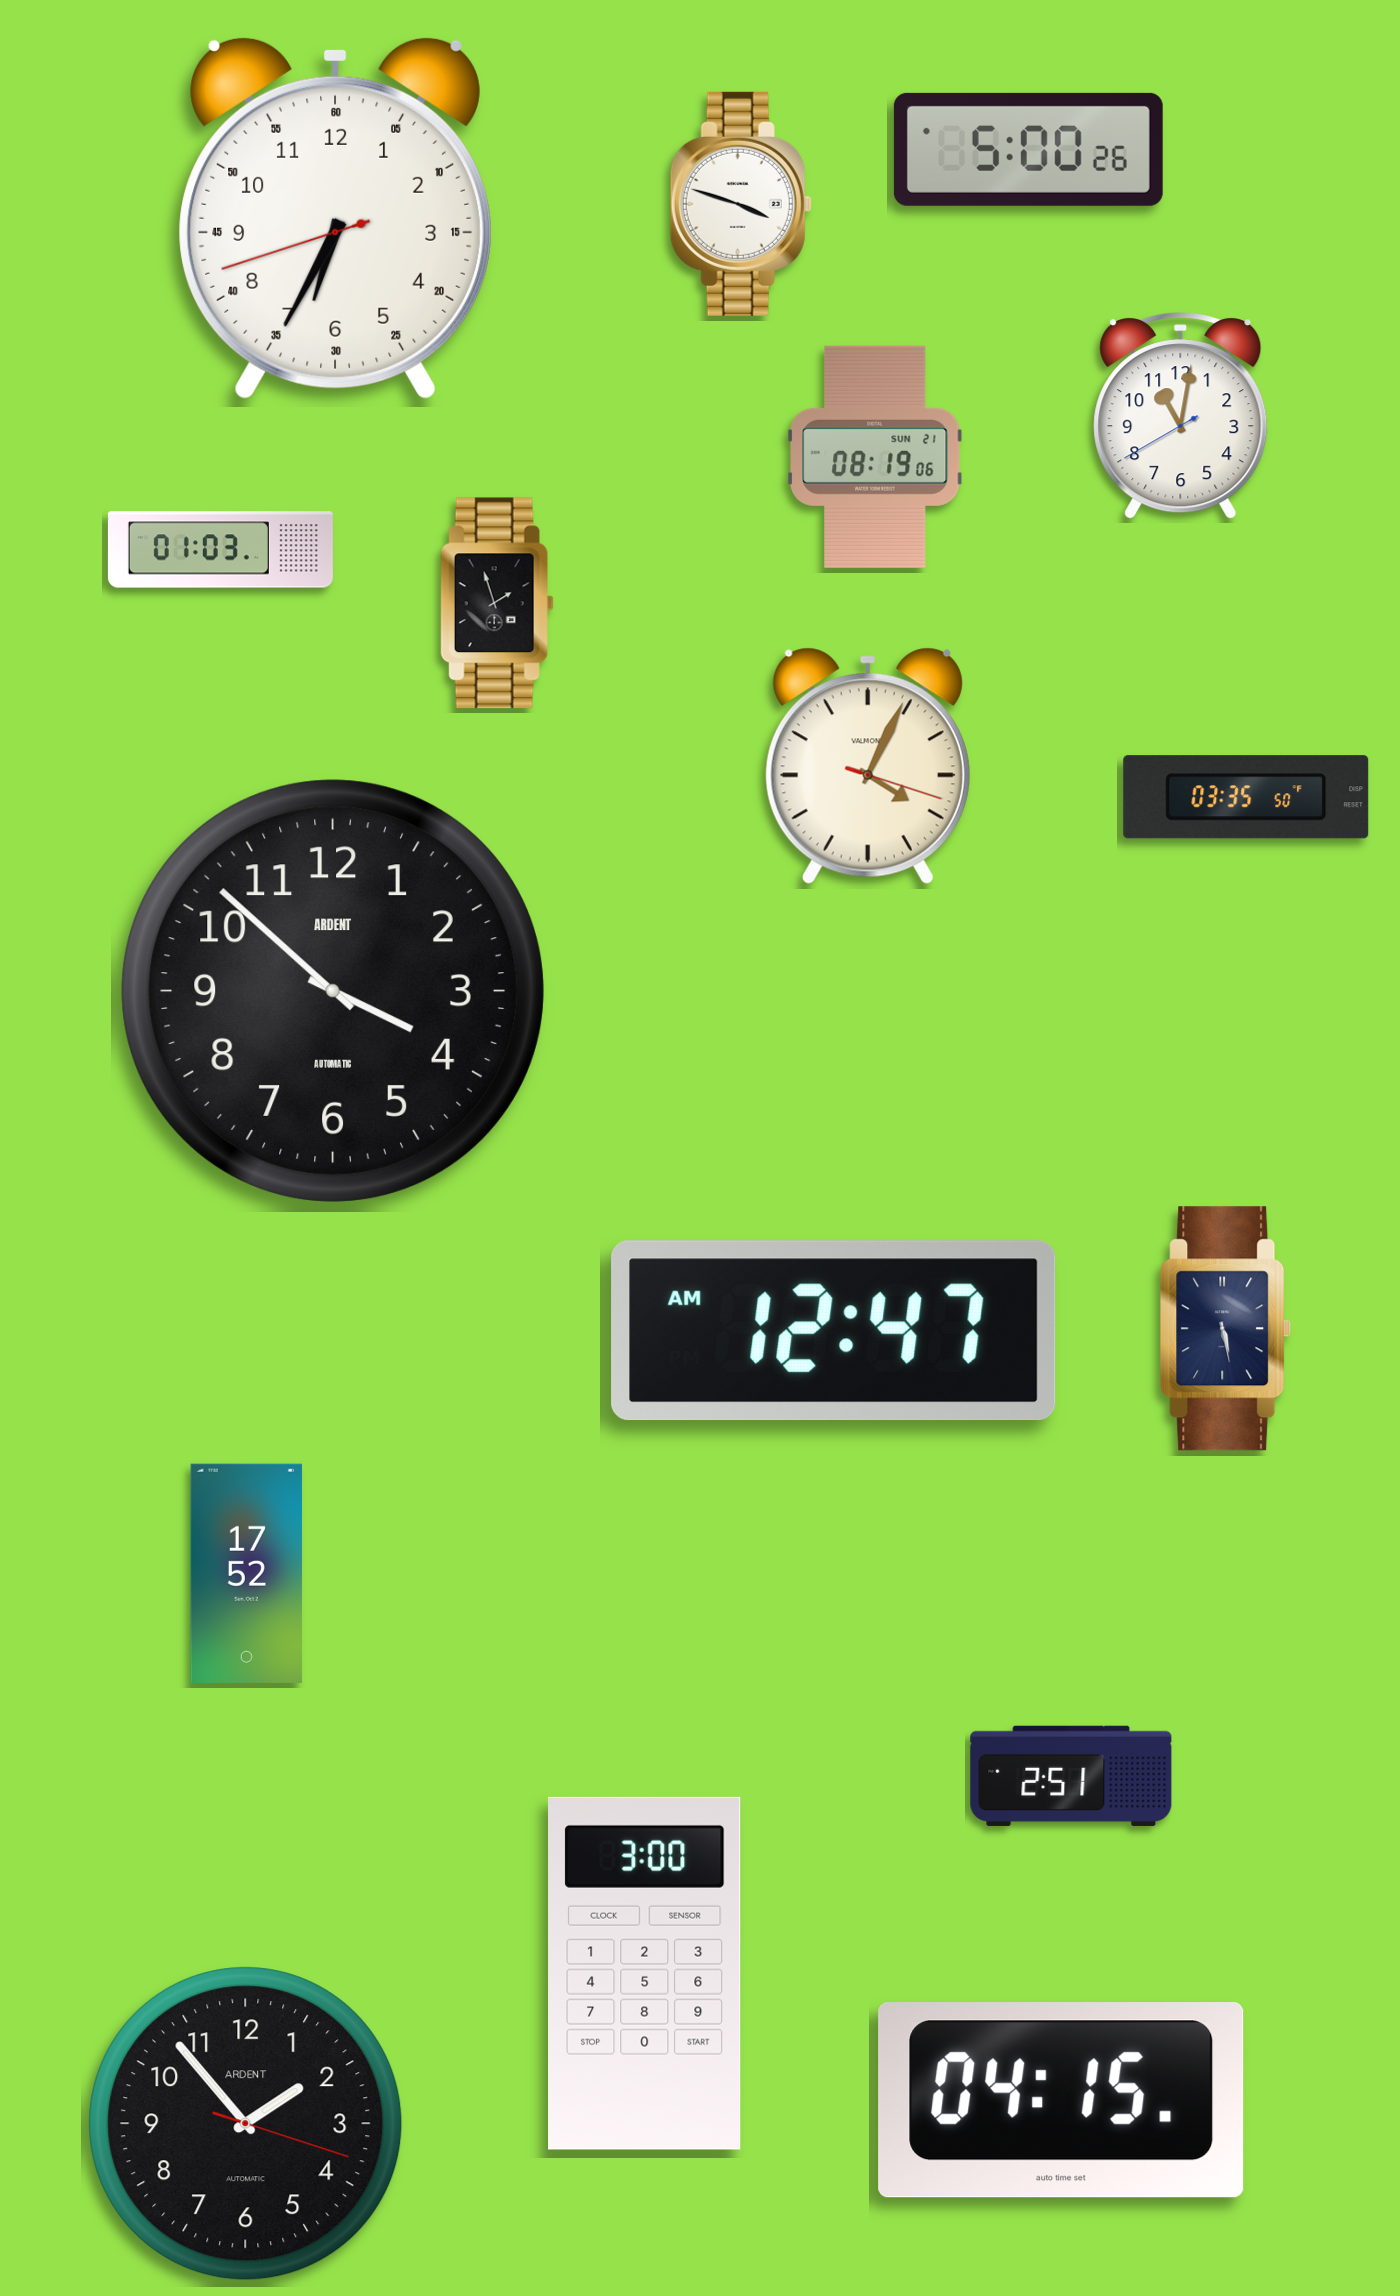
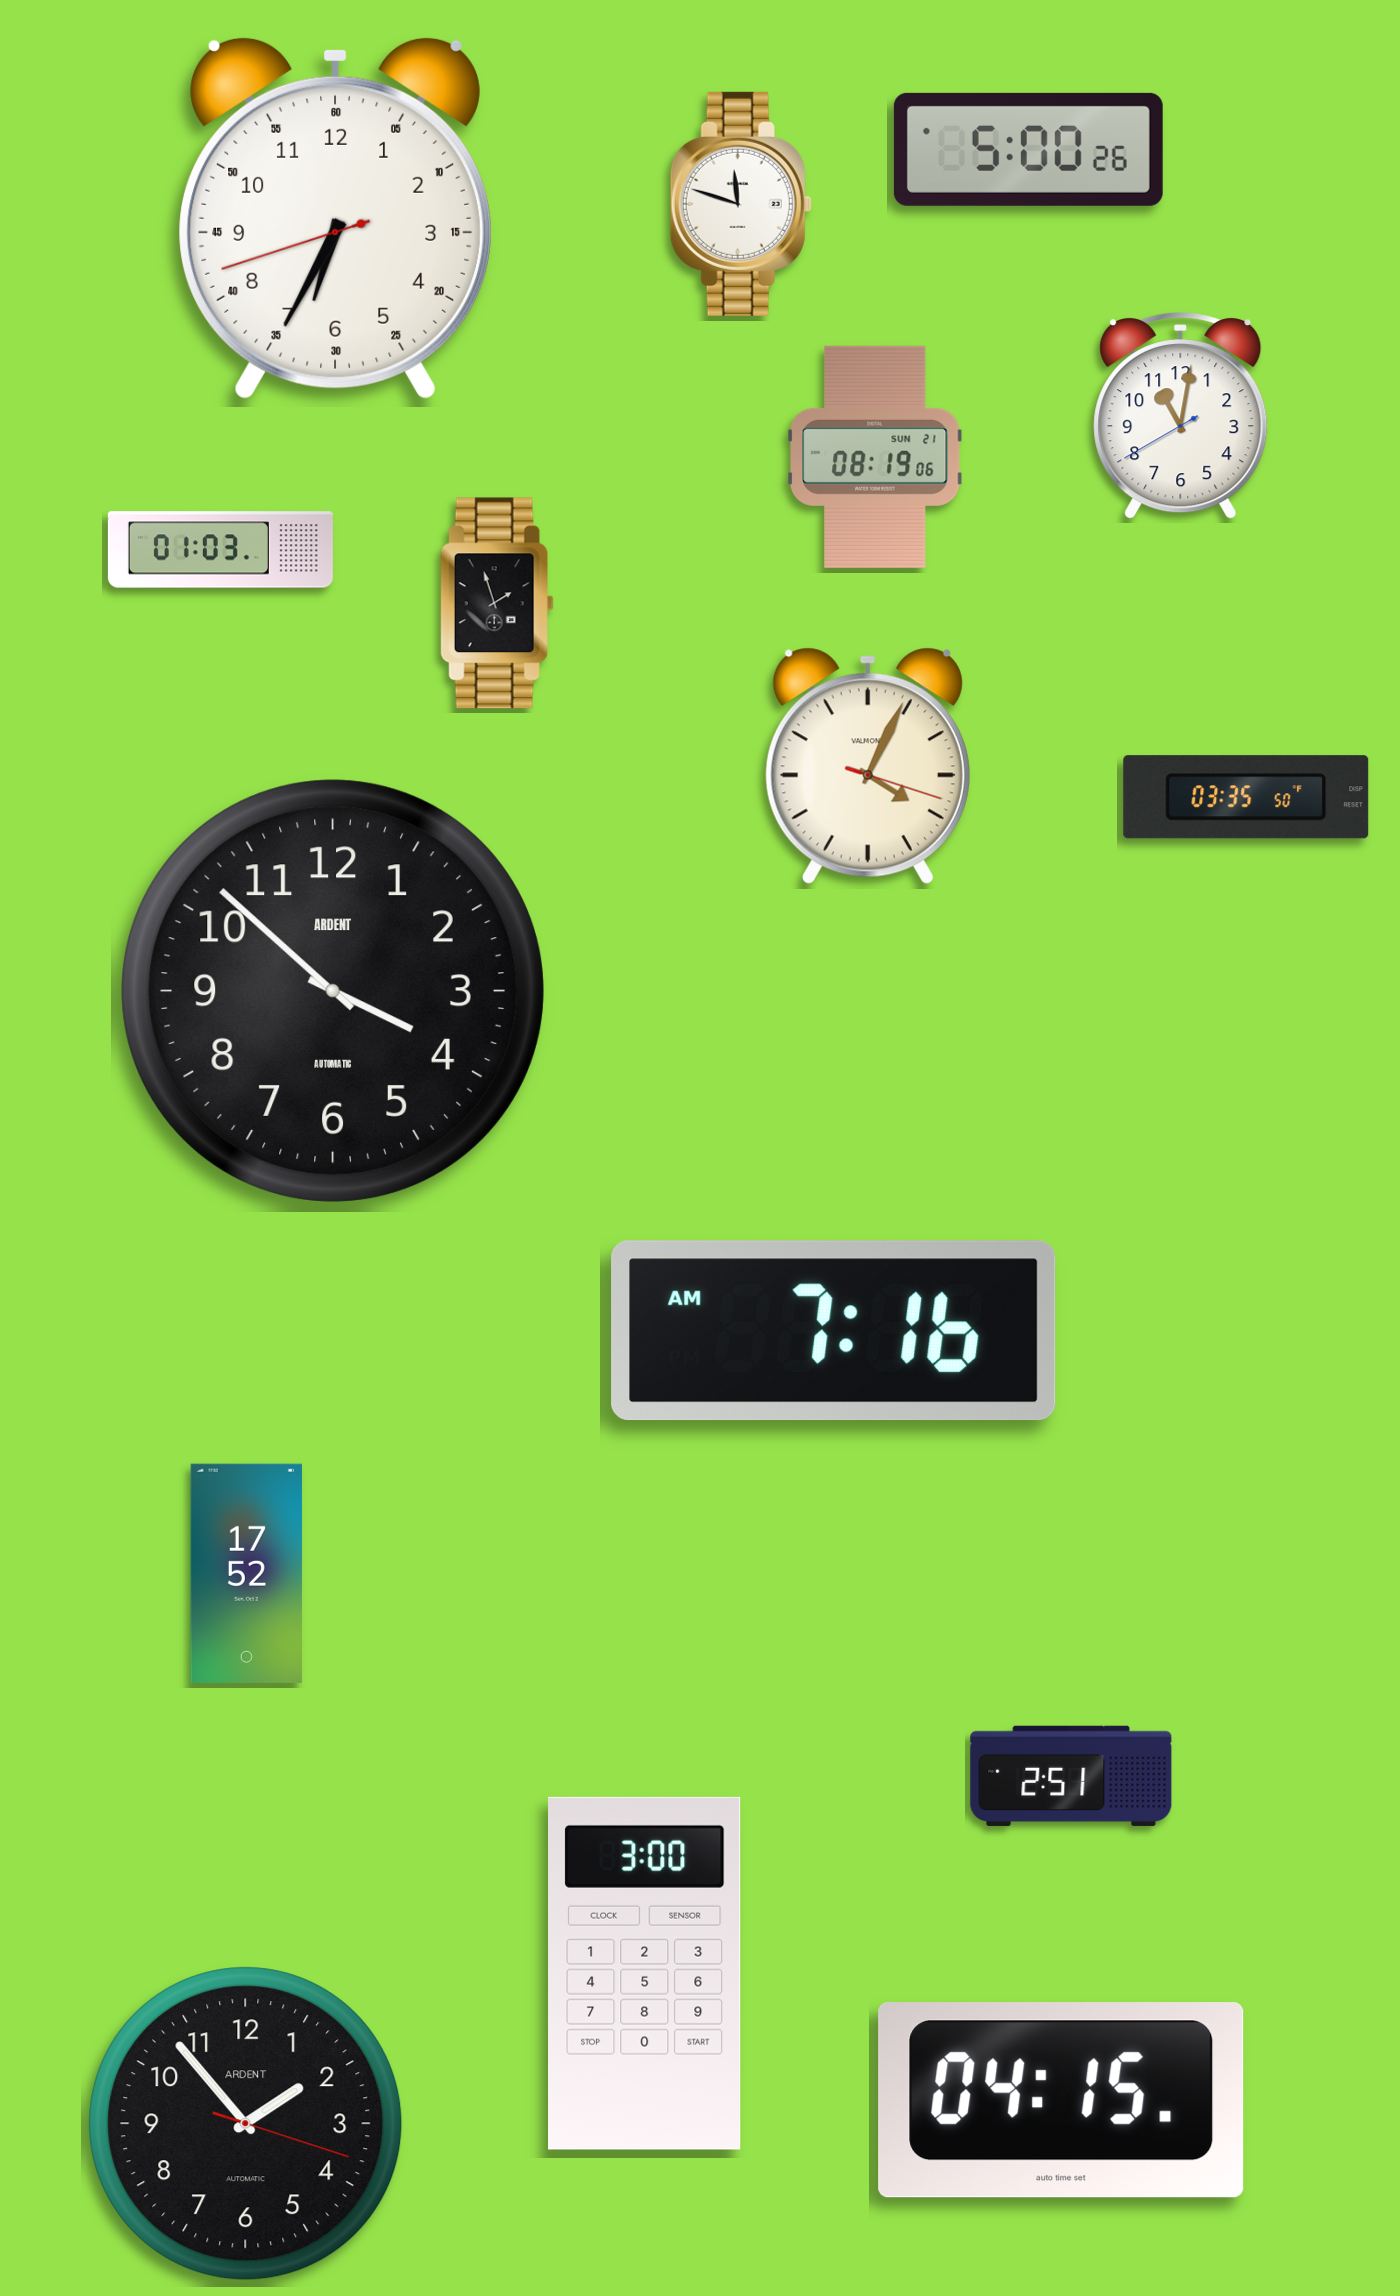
clock at (741, 204): 3:48 -> 11:48
clock at (1226, 1329): 5:28 -> none
clock at (834, 1331): 12:47 -> 7:16
